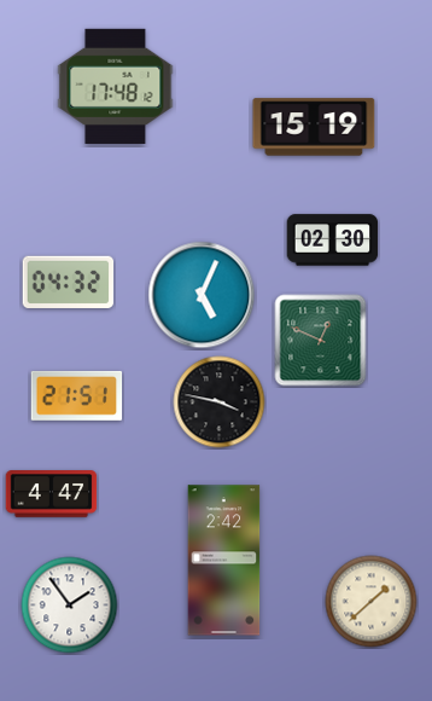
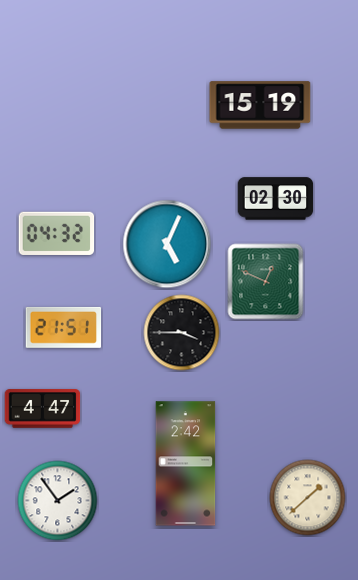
clock at (116, 86): 17:48 -> none
clock at (220, 402): 3:47 -> 3:45
